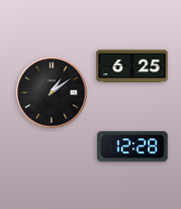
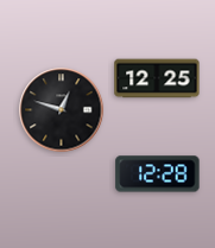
clock at (132, 66): 6:25 -> 12:25
clock at (52, 93): 1:09 -> 12:48
